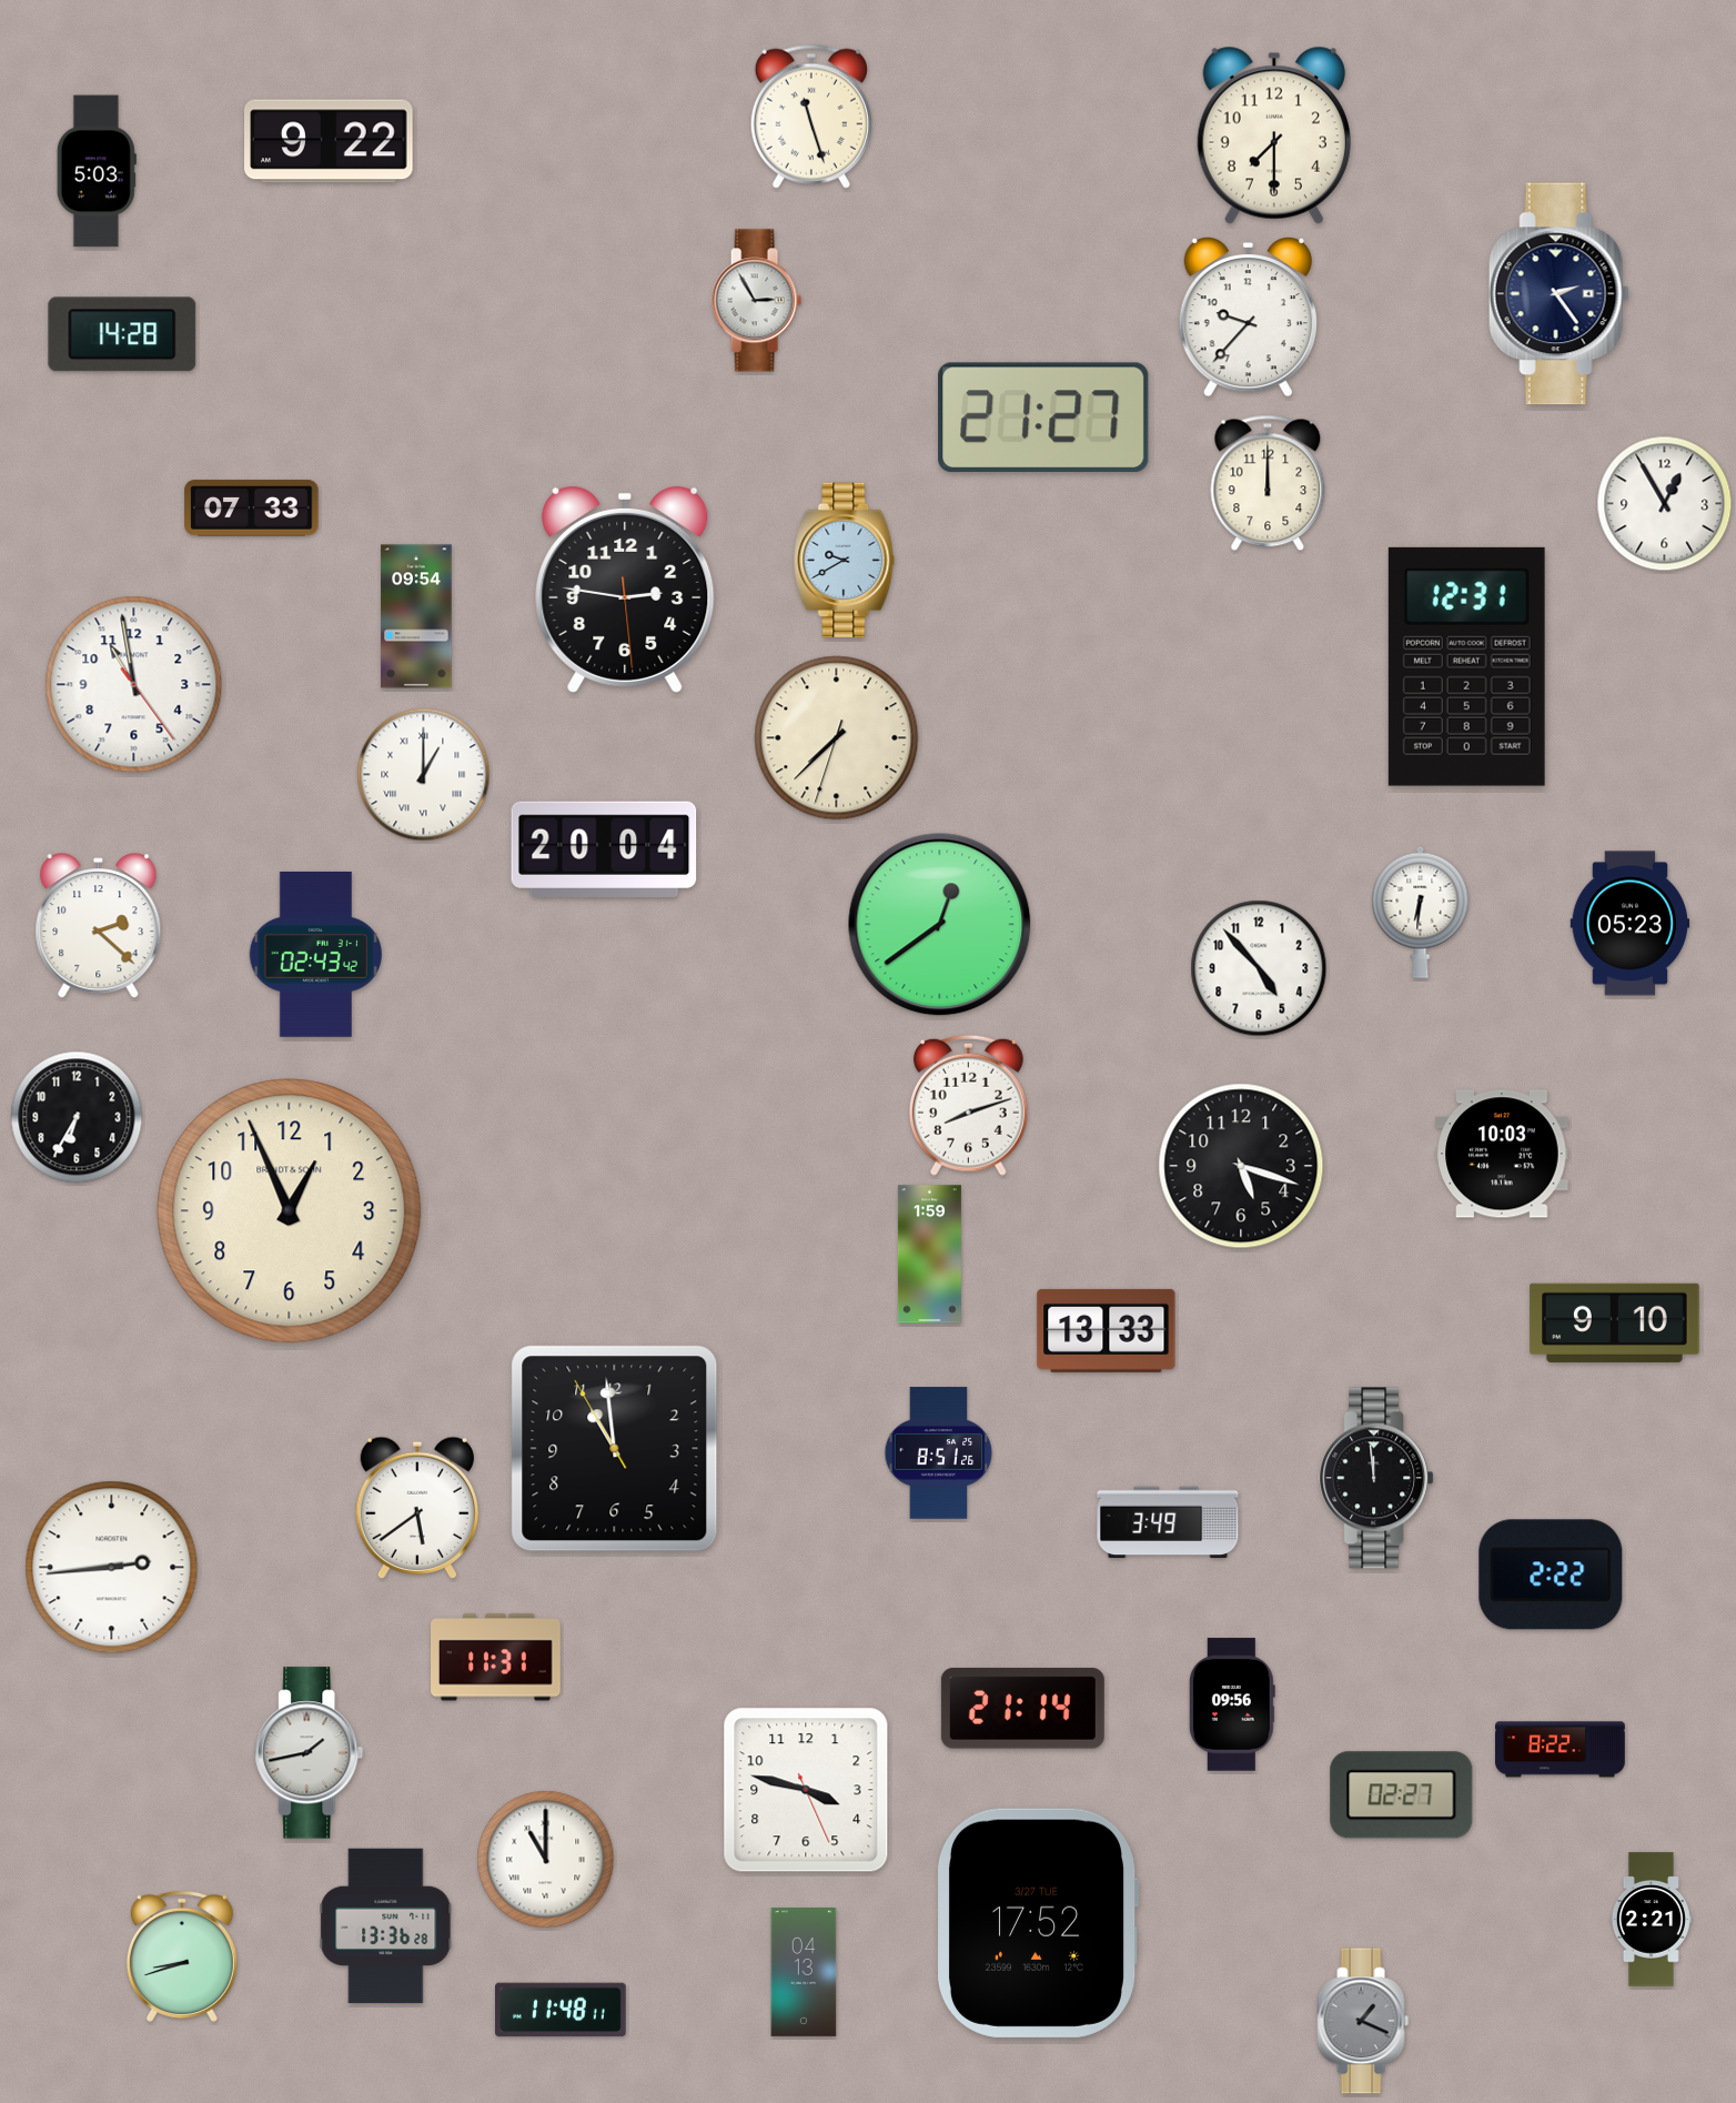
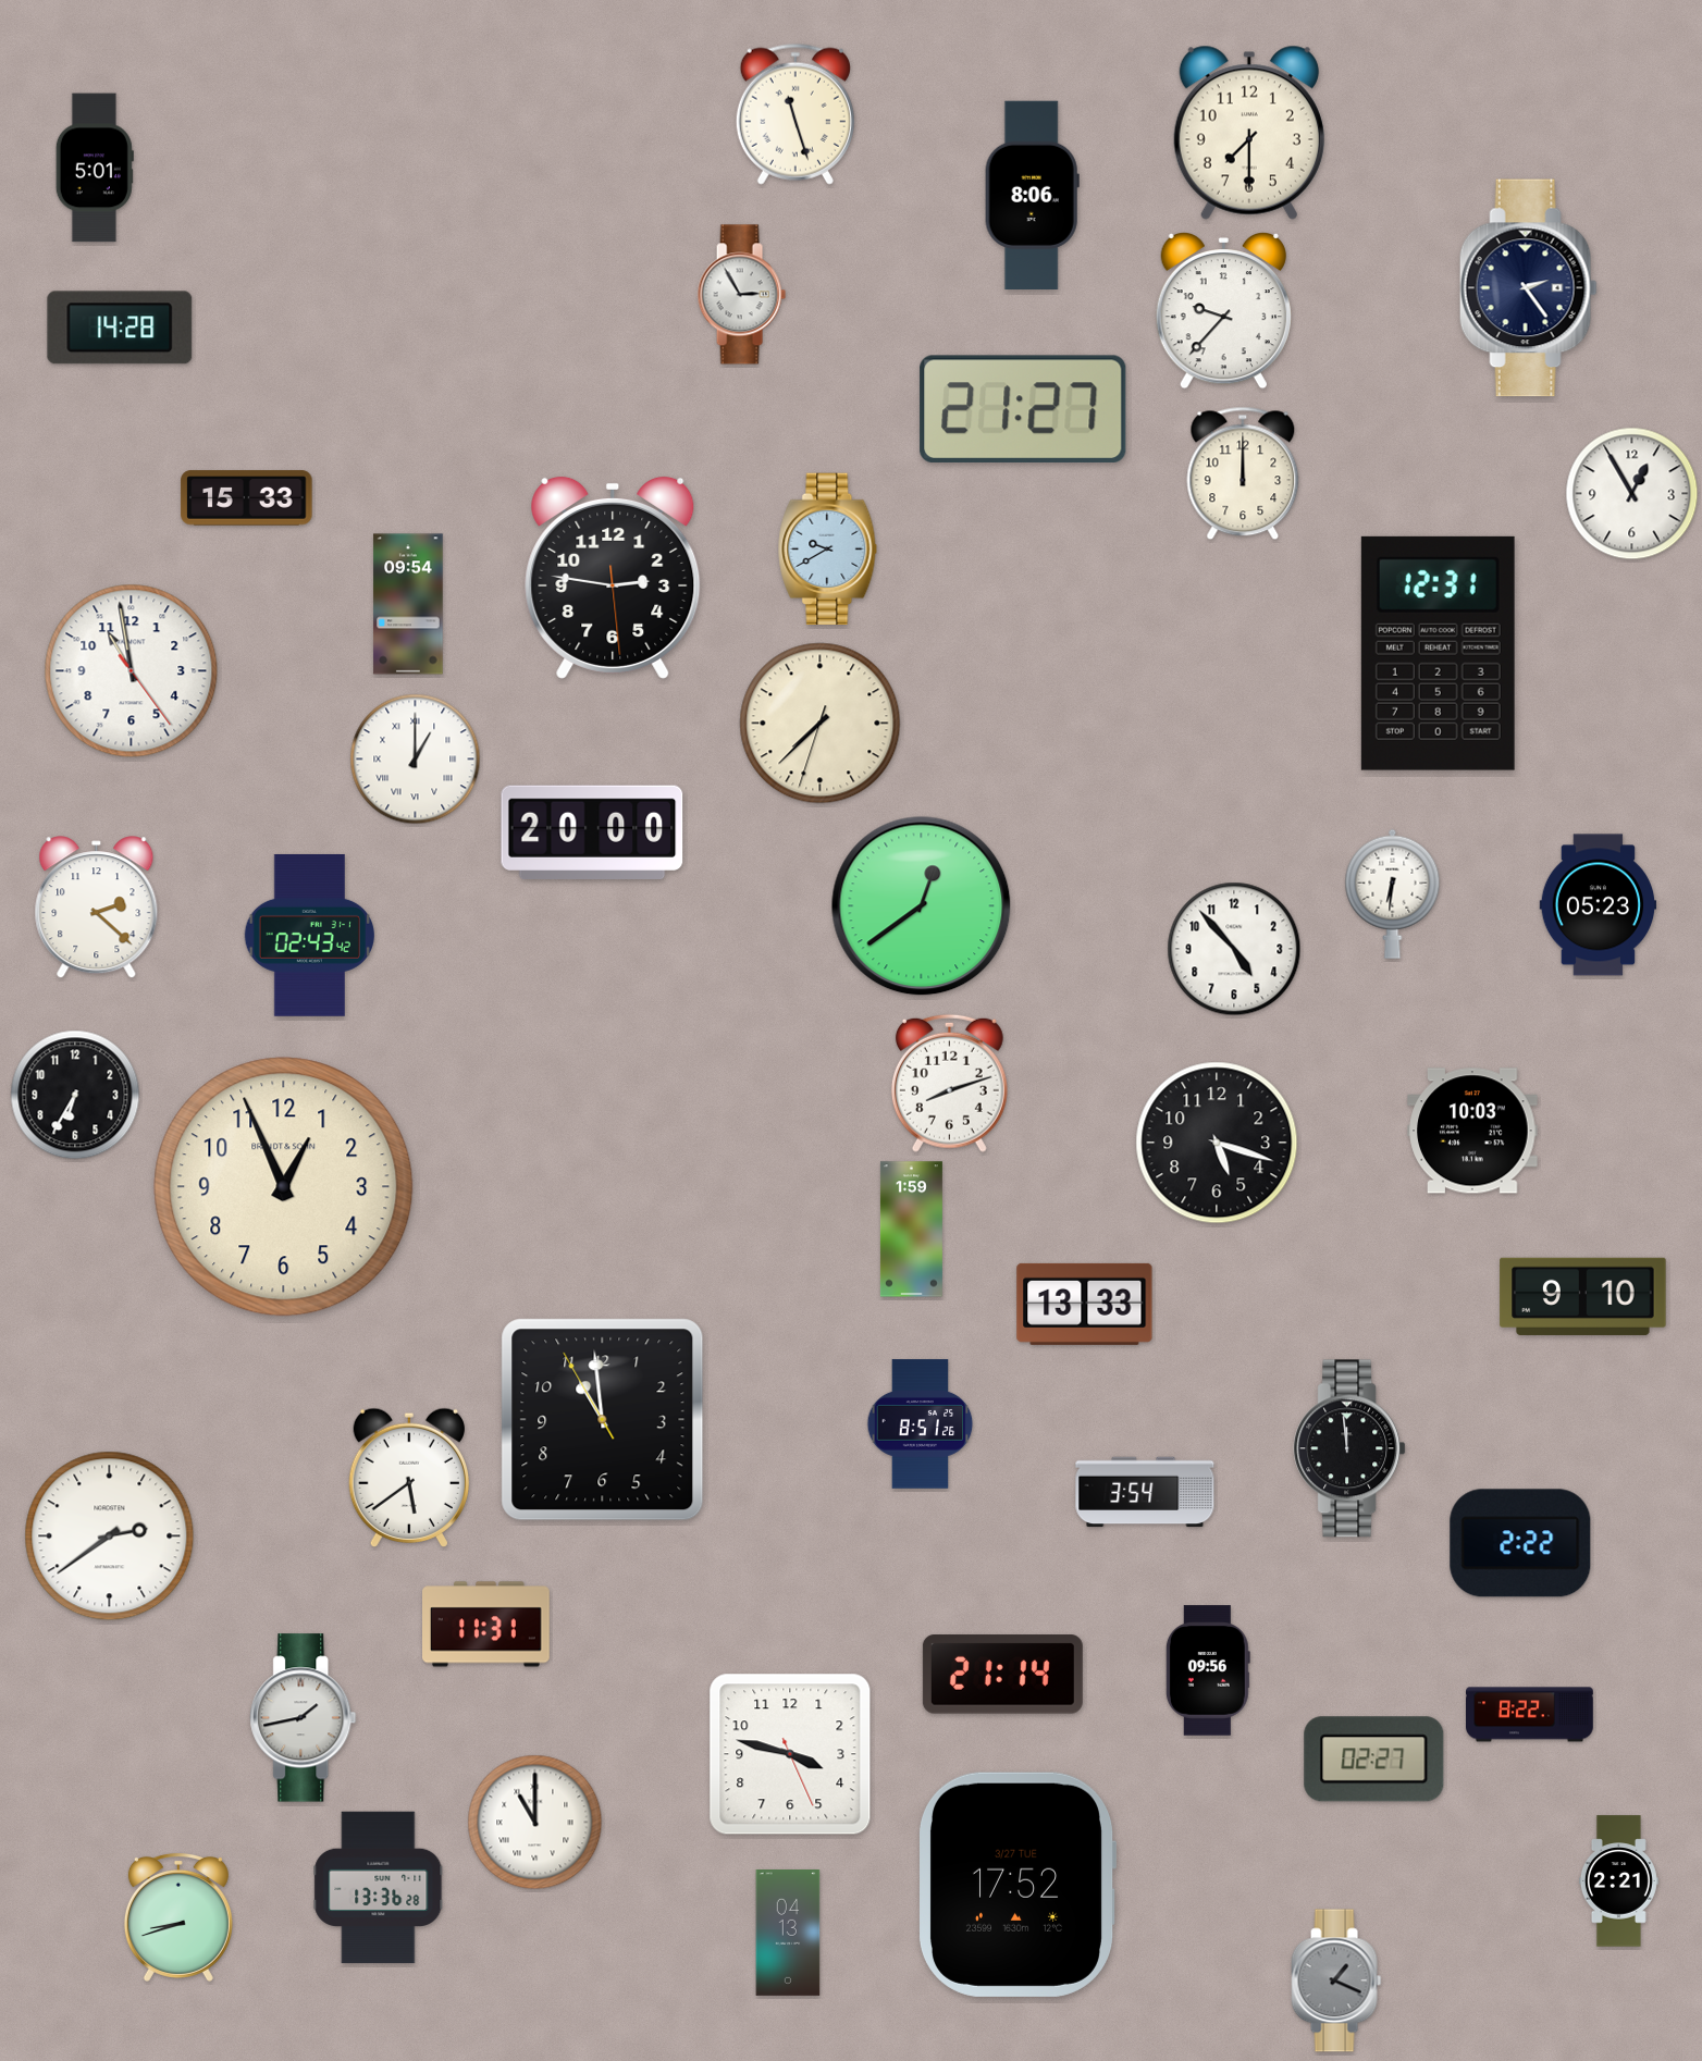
clock at (329, 141): 9:22 -> none
clock at (97, 171): 5:03 -> 5:01
clock at (1032, 195): none -> 8:06
clock at (252, 509): 07:33 -> 15:33
clock at (604, 848): 20:04 -> 20:00
clock at (1168, 1522): 3:49 -> 3:54
clock at (112, 1568): 2:44 -> 2:39
clock at (561, 2010): 11:48 -> none
